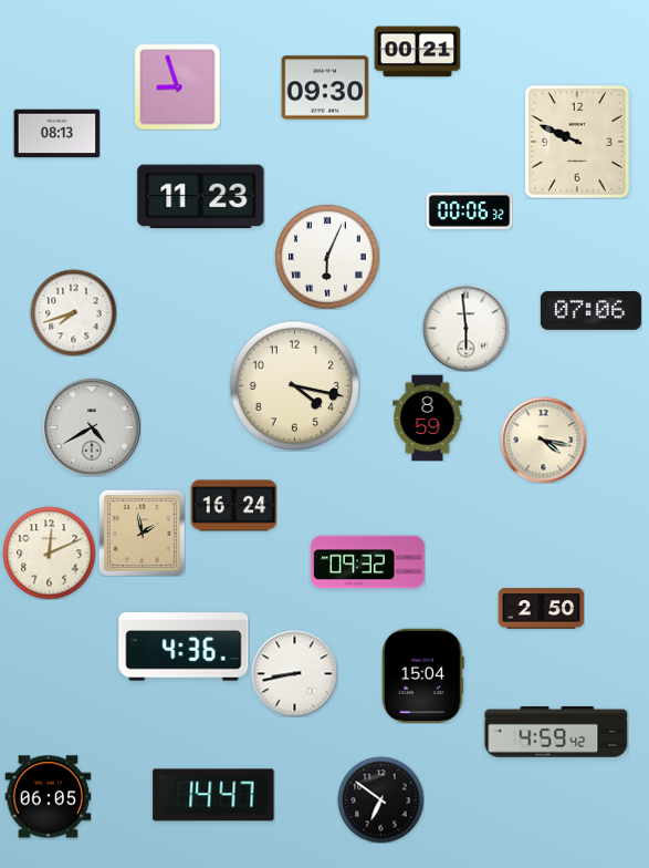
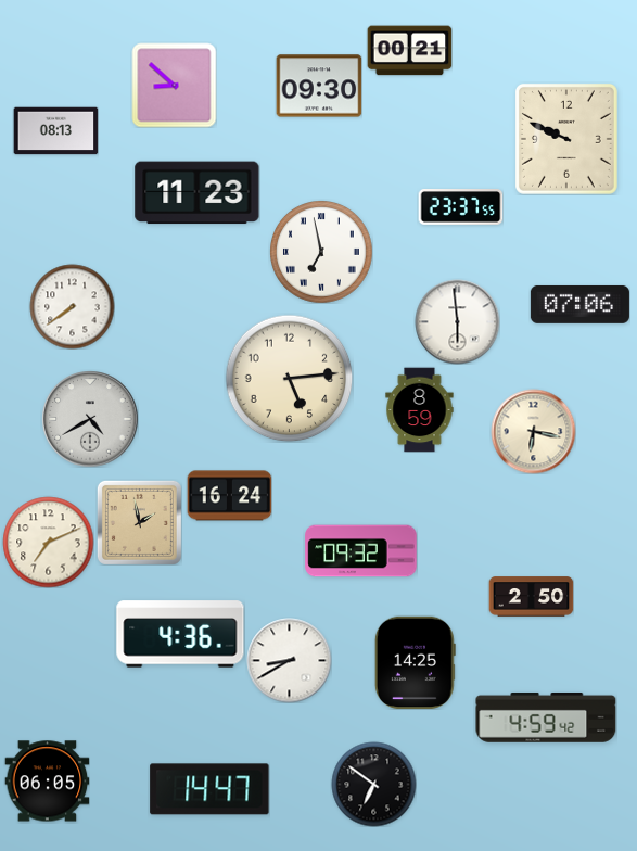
clock at (177, 86): 8:57 -> 8:52
clock at (469, 211): 00:06 -> 23:37
clock at (327, 257): 6:04 -> 6:58
clock at (73, 312): 7:42 -> 7:39
clock at (294, 385): 4:17 -> 5:14
clock at (543, 440): 4:17 -> 6:17
clock at (49, 552): 12:11 -> 7:11
clock at (294, 673): 8:43 -> 8:40
clock at (422, 675): 15:04 -> 14:25
clock at (213, 795) position: (213, 795) -> (209, 789)
